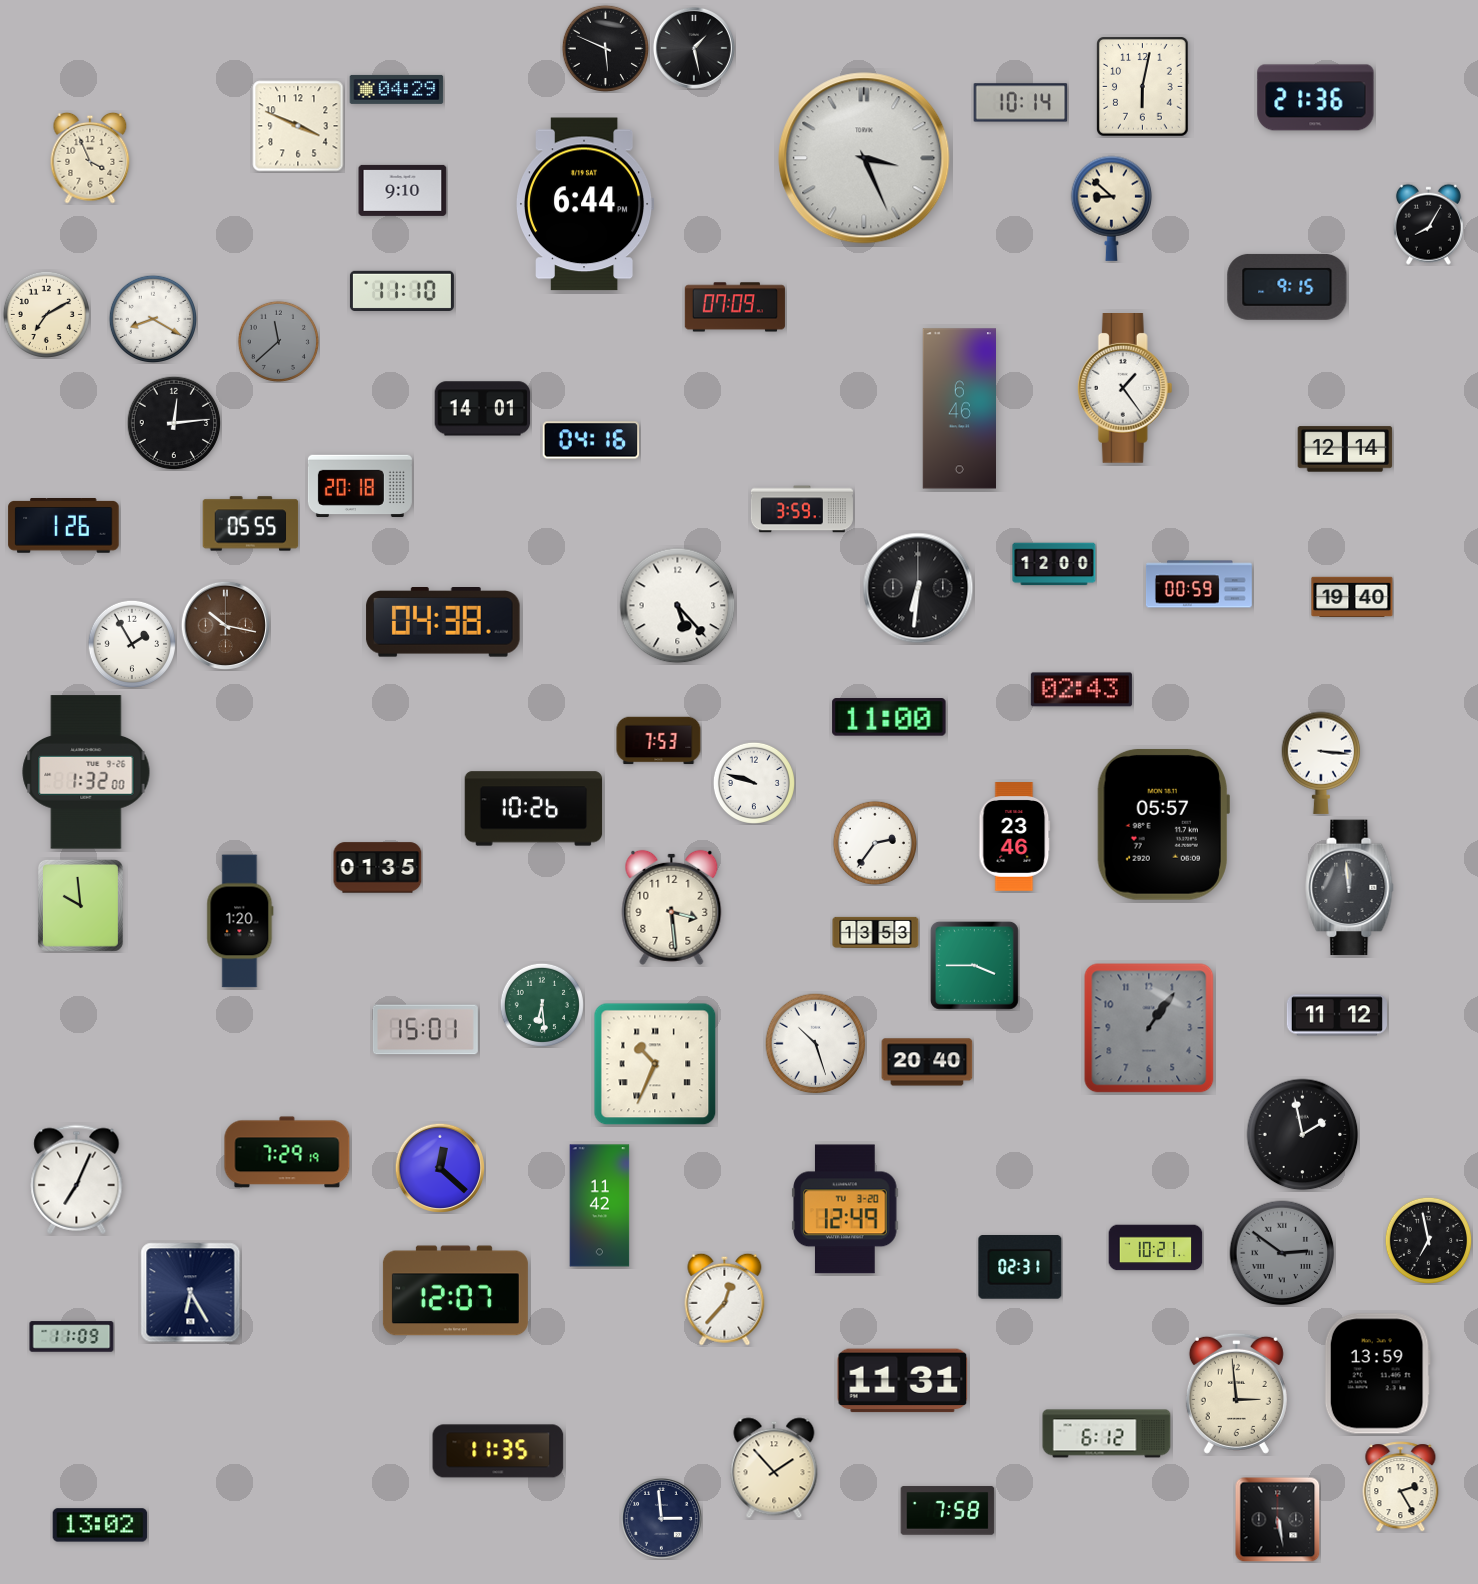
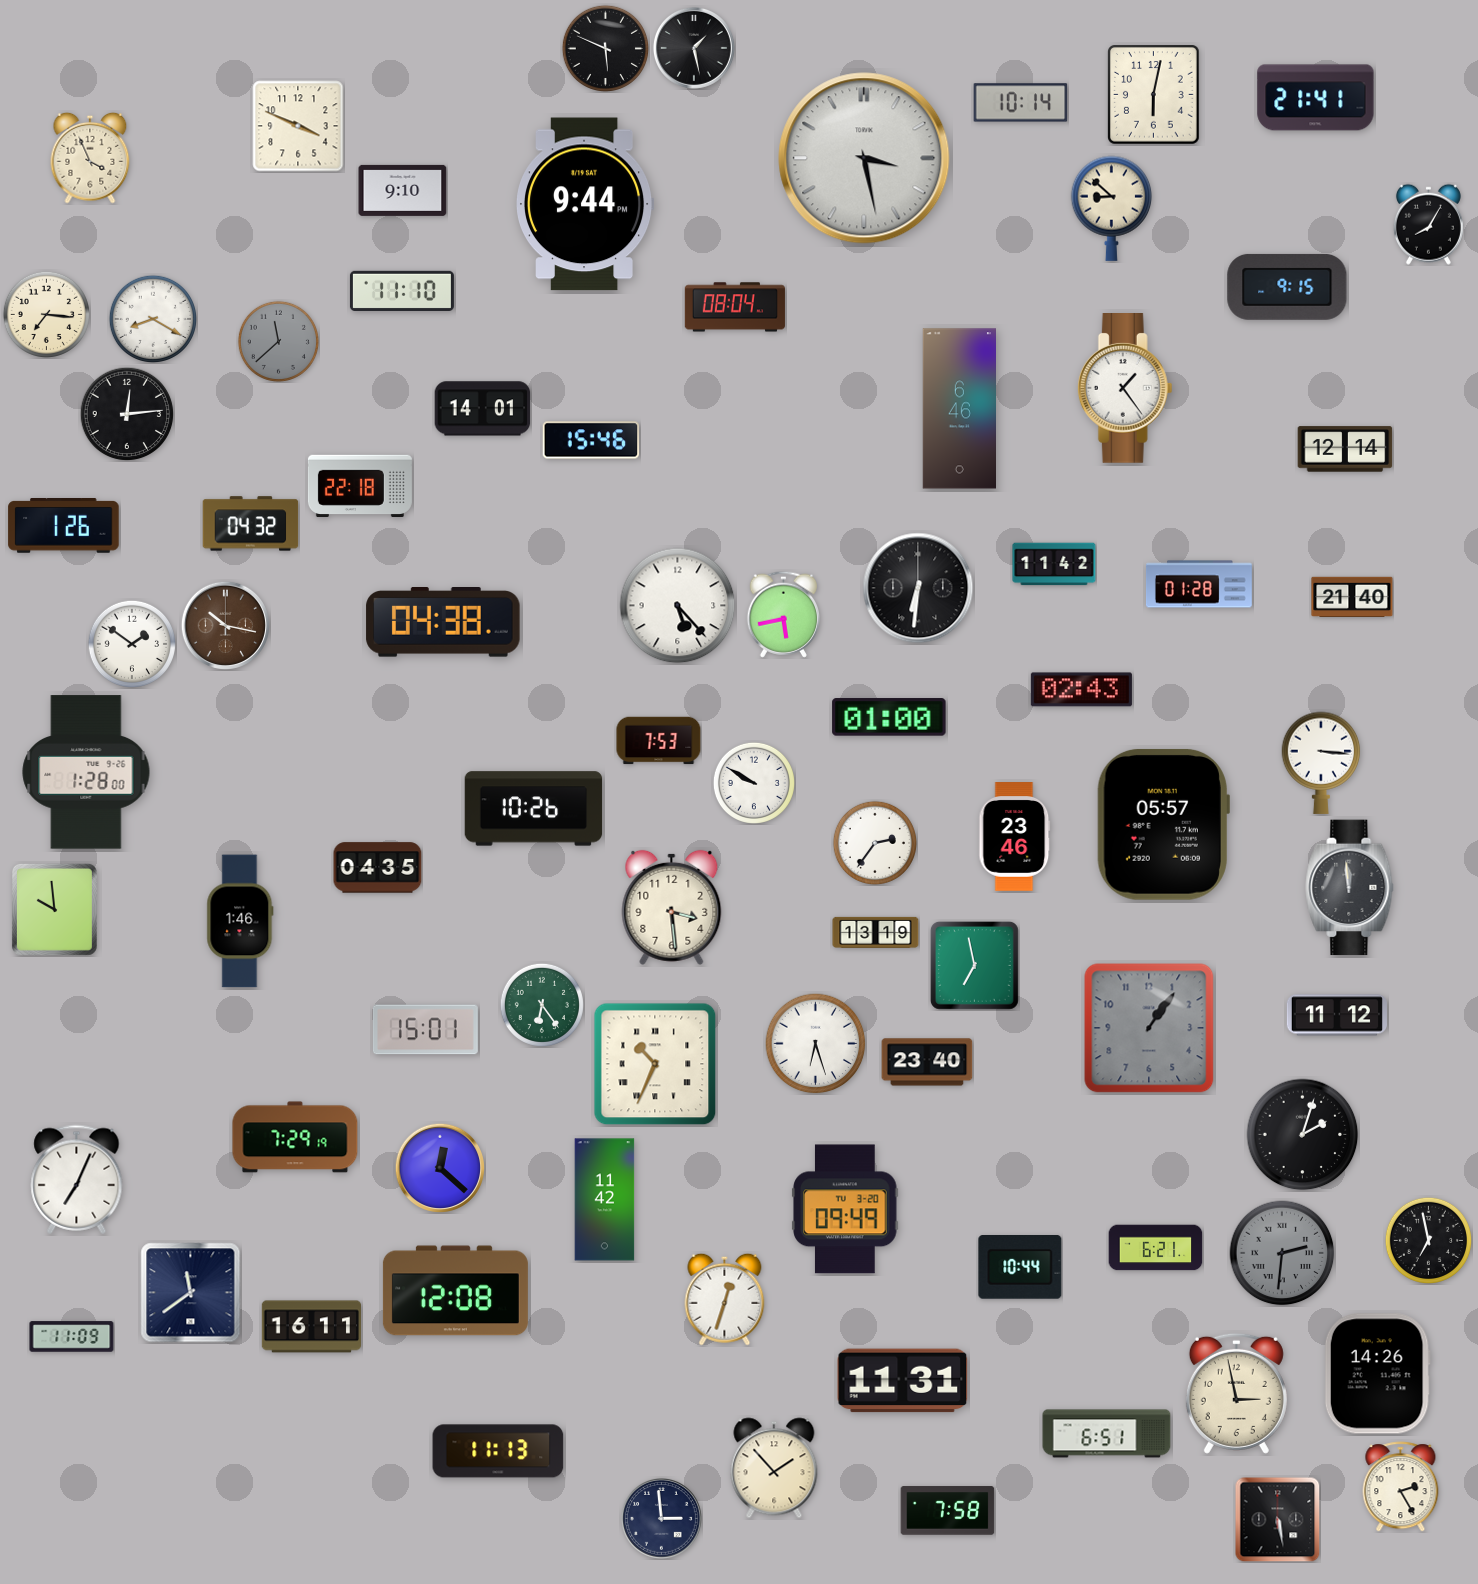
clock at (1143, 87) position: (1143, 87) -> (1154, 95)
clock at (397, 89): 04:29 -> none
clock at (1316, 98): 21:36 -> 21:41
clock at (864, 158): 3:26 -> 3:28
clock at (586, 204): 6:44 -> 9:44
clock at (735, 307): 07:09 -> 08:04
clock at (46, 314): 7:10 -> 7:16
clock at (174, 423) position: (174, 423) -> (127, 414)
clock at (591, 440): 04:16 -> 15:46
clock at (360, 485): 20:18 -> 22:18
clock at (802, 509): 3:59 -> none
clock at (251, 524): 05:55 -> 04:32
clock at (1054, 564): 12:00 -> 11:42
clock at (1199, 584): 00:59 -> 01:28
clock at (1352, 597): 19:40 -> 21:40
clock at (783, 614): none -> 5:43
clock at (131, 643): 1:55 -> 1:51
clock at (889, 717): 11:00 -> 01:00
clock at (86, 772): 1:32 -> 1:28
clock at (754, 783): 9:48 -> 9:50
clock at (378, 868): 01:35 -> 04:35
clock at (80, 905) position: (80, 905) -> (54, 909)
clock at (240, 921): 1:20 -> 1:46
clock at (876, 932): 13:53 -> 13:19
clock at (974, 965): 3:45 -> 6:58
clock at (542, 1005): 6:29 -> 6:24
clock at (816, 1044): 10:27 -> 6:27
clock at (927, 1062): 20:40 -> 23:40
clock at (1303, 1135): 1:58 -> 2:03
clock at (287, 1152) position: (287, 1152) -> (295, 1137)
clock at (600, 1206) position: (600, 1206) -> (605, 1200)
clock at (845, 1209): 12:49 -> 09:49
clock at (1156, 1248): 10:21 -> 6:21
clock at (1282, 1253): 2:51 -> 2:31
clock at (1020, 1268): 02:31 -> 10:44
clock at (455, 1291): 12:07 -> 12:08
clock at (191, 1293): 6:25 -> 11:39
clock at (725, 1299): 12:37 -> 12:33
clock at (311, 1327): none -> 16:11
clock at (1377, 1374): 13:59 -> 14:26
clock at (1236, 1393): 2:59 -> 2:58
clock at (1107, 1434): 6:12 -> 6:51
clock at (498, 1451): 11:35 -> 11:13
clock at (100, 1525): 13:02 -> none
